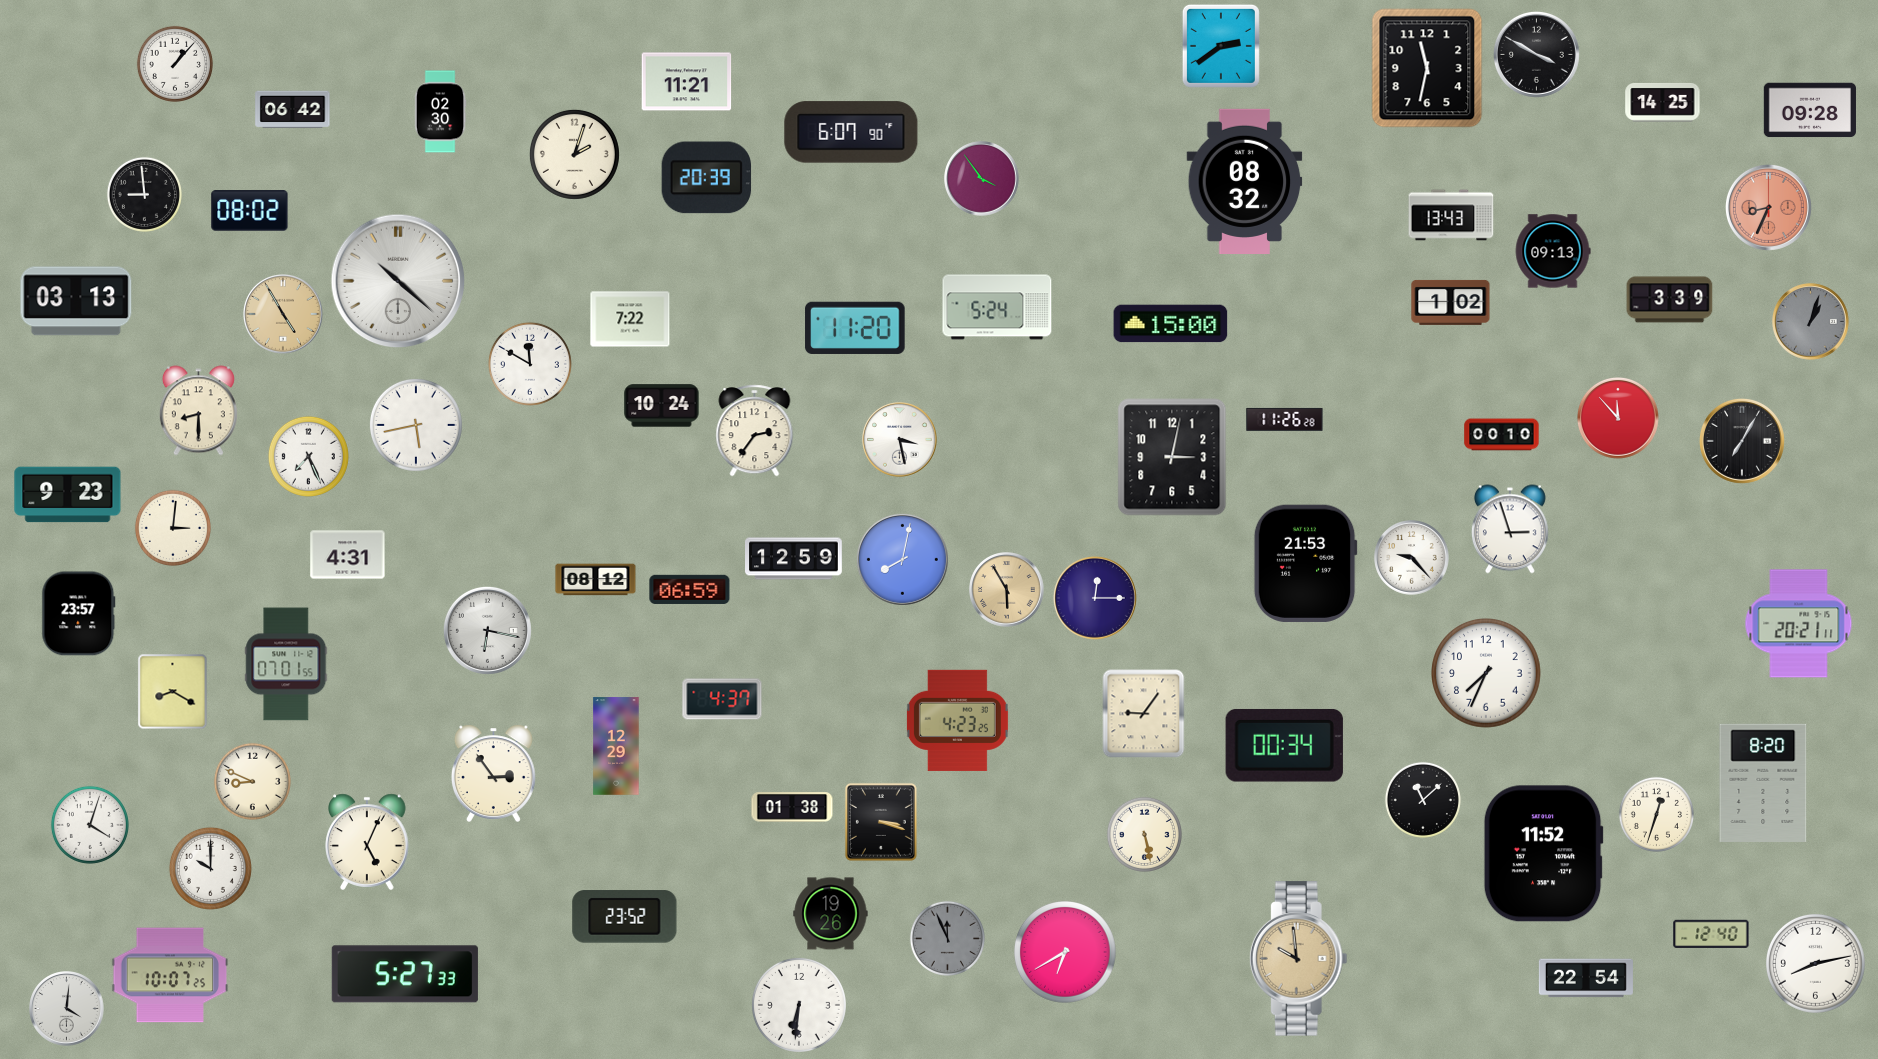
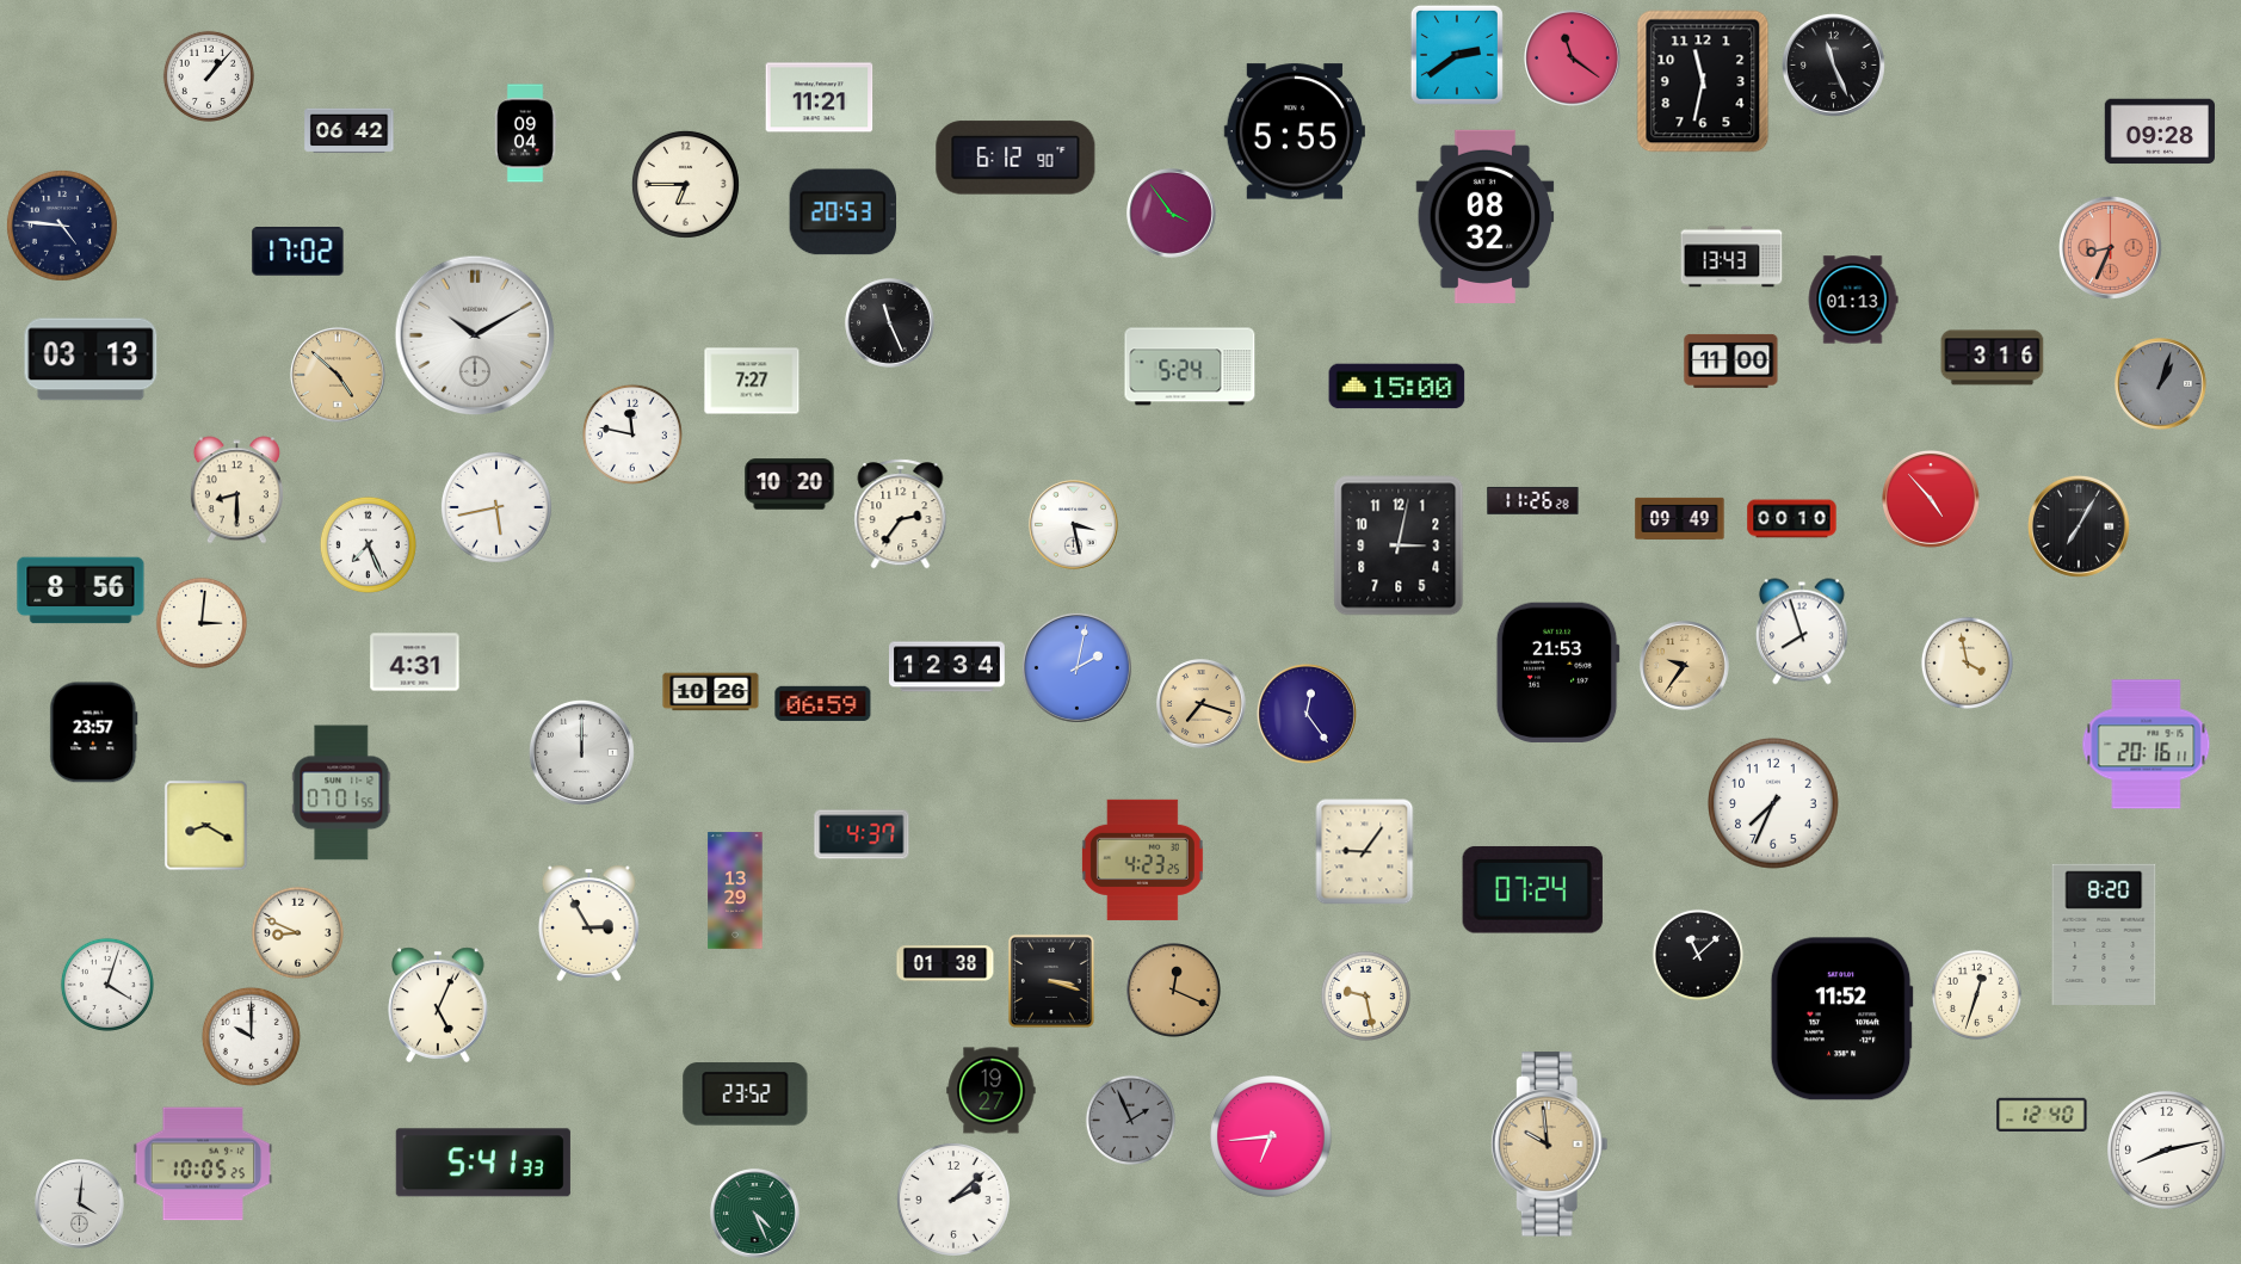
clock at (1573, 58): none -> 11:21
clock at (1536, 54): 3:50 -> 11:26
clock at (1663, 103): 14:25 -> none
clock at (1295, 131): none -> 5:55
clock at (440, 112): 02:30 -> 09:04
clock at (851, 132): 6:07 -> 6:12
clock at (574, 154): 2:03 -> 6:45
clock at (707, 178): 20:39 -> 20:53
clock at (62, 226): none -> 4:46
clock at (144, 194): 8:59 -> none
clock at (250, 211): 08:02 -> 17:02
clock at (1553, 251): 09:13 -> 01:13
clock at (890, 323): none -> 11:26
clock at (398, 281): 10:22 -> 10:10
clock at (1670, 300): 3:39 -> 3:16
clock at (1451, 302): 1:02 -> 11:00
clock at (284, 315): 4:55 -> 4:52
clock at (630, 319): 7:22 -> 7:27
clock at (855, 328): 11:20 -> none
clock at (530, 364): 11:50 -> 11:47
clock at (662, 406): 10:24 -> 10:20
clock at (1619, 418): 11:53 -> 4:53
clock at (1680, 518): none -> 09:49
clock at (68, 495): 9:23 -> 8:56
clock at (173, 528) position: (173, 528) -> (202, 623)
clock at (1510, 529): 2:57 -> 7:57
clock at (1967, 662): none -> 3:58
clock at (1412, 558): 9:23 -> 9:36
clock at (1412, 558) dial: white -> champagne
clock at (794, 559): 12:59 -> 12:34
clock at (902, 559): 8:02 -> 2:02
clock at (596, 580): 08:12 -> 10:26
clock at (1007, 590): 5:55 -> 7:18
clock at (1095, 598): 12:15 -> 12:24
clock at (1799, 624): 20:21 -> 20:16
clock at (487, 630): 6:17 -> 12:00
clock at (1284, 745): 00:34 -> 07:24
clock at (616, 746): 12:29 -> 13:29
clock at (493, 773): 2:54 -> 2:55
clock at (252, 781) position: (252, 781) -> (297, 932)
clock at (1656, 814) position: (1656, 814) -> (1976, 994)
clock at (1174, 991): none -> 12:19
clock at (1144, 834): 5:28 -> 9:28
clock at (831, 914): 19:26 -> 19:27
clock at (947, 938): 11:56 -> 1:56
clock at (1066, 953): 6:40 -> 6:44
clock at (405, 974): 5:27 -> 5:41
clock at (170, 975): 10:07 -> 10:05
clock at (1586, 978): 22:54 -> none
clock at (799, 1005): 6:31 -> 2:08
clock at (755, 1214): none -> 4:26
